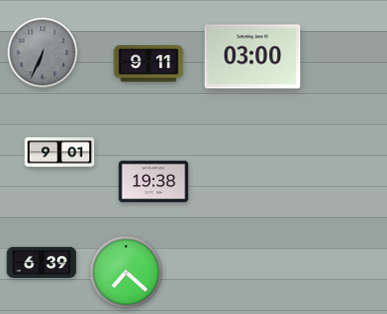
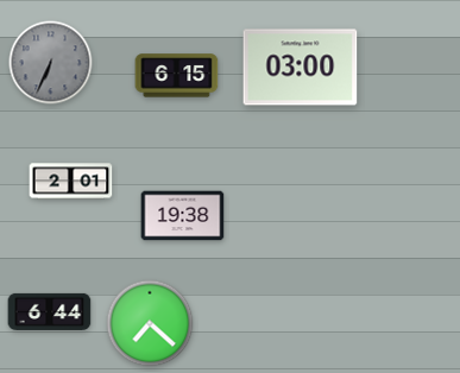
clock at (149, 64): 9:11 -> 6:15
clock at (60, 153): 9:01 -> 2:01
clock at (42, 262): 6:39 -> 6:44
